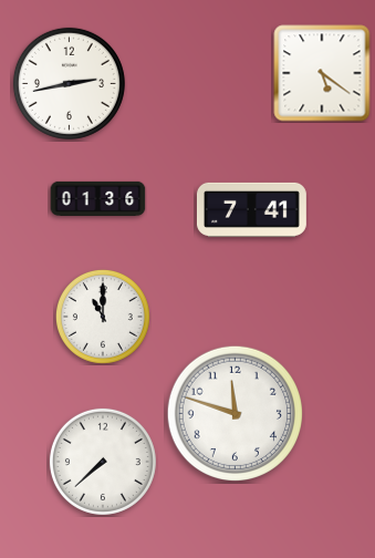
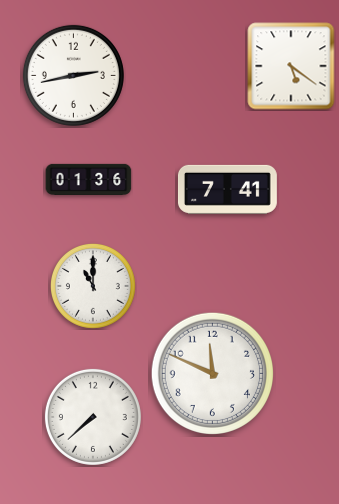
clock at (69, 83) position: (69, 83) -> (73, 75)
clock at (235, 413): 11:48 -> 11:49
